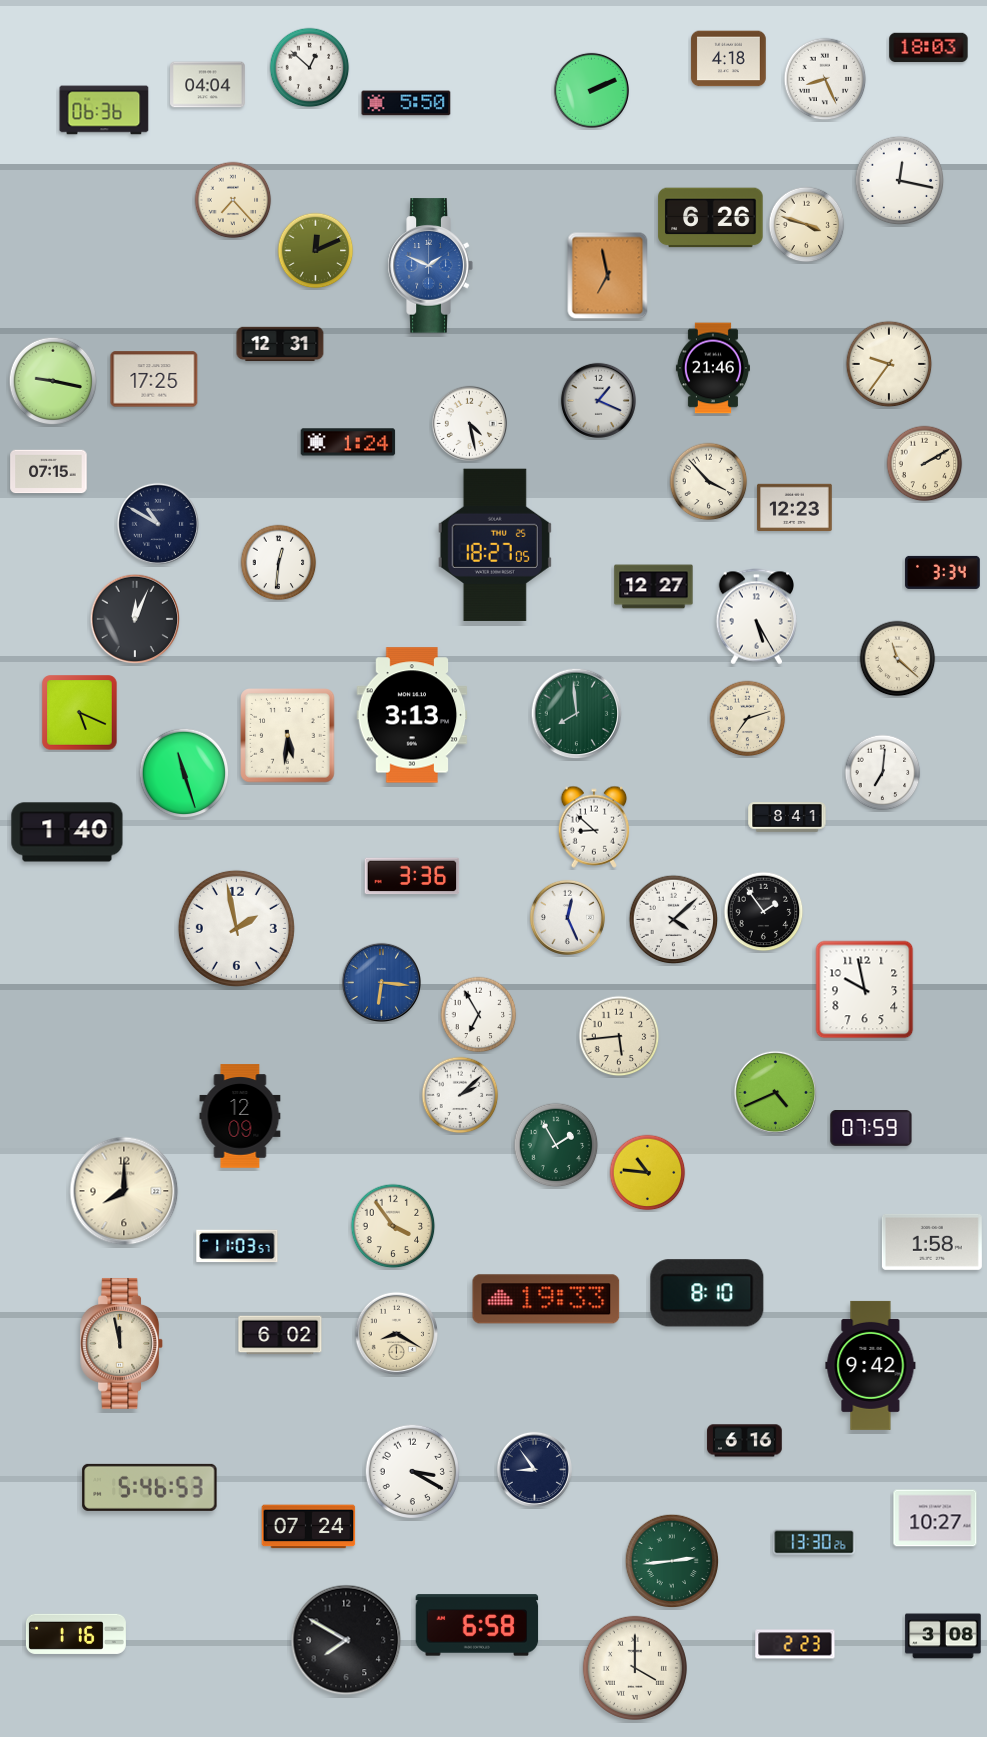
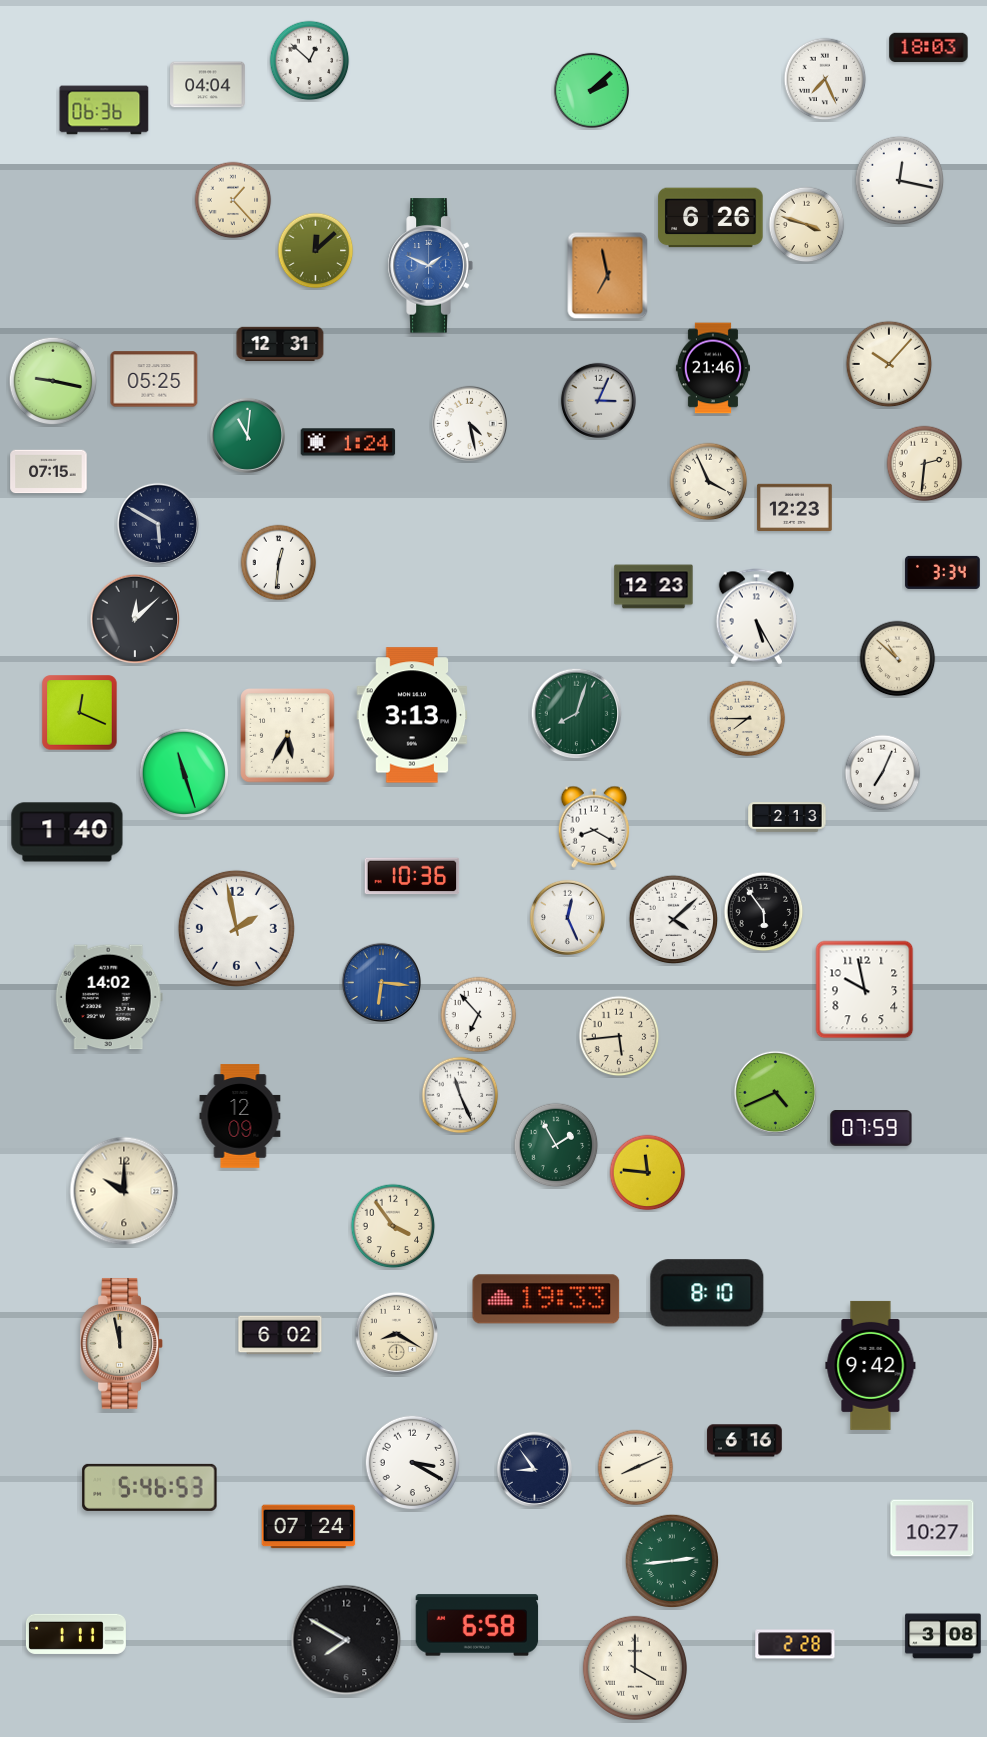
clock at (729, 59): 4:18 -> none
clock at (310, 68) position: (310, 68) -> (310, 61)
clock at (825, 79): 8:26 -> 7:26
clock at (591, 90): 2:11 -> 2:08
clock at (406, 103): 5:50 -> none
clock at (233, 200): 7:23 -> 1:23
clock at (316, 251): 12:11 -> 12:08
clock at (889, 364): 9:36 -> 10:07
clock at (154, 379): 17:25 -> 05:25
clock at (598, 400): 1:19 -> 3:04
clock at (247, 435): none -> 11:01
clock at (925, 464): 2:10 -> 2:31
clock at (709, 482): 3:53 -> 3:56
clock at (157, 523): 10:50 -> 5:50
clock at (495, 545): 18:27 -> none
clock at (654, 587): 12:27 -> 12:23
clock at (135, 619): 12:04 -> 12:08
clock at (898, 659): 11:22 -> 10:52
clock at (80, 713): 5:19 -> 12:19
clock at (577, 714): 7:59 -> 8:03
clock at (748, 719): 7:12 -> 7:45
clock at (288, 736): 5:31 -> 5:35
clock at (883, 773): 7:01 -> 7:04
clock at (787, 817): 8:41 -> 2:13
clock at (594, 827): 8:52 -> 8:20
clock at (412, 876): 3:36 -> 10:36
clock at (764, 912): 1:54 -> 5:54
clock at (109, 997): none -> 14:02
clock at (479, 1015): 6:55 -> 6:53
clock at (460, 1095): 2:08 -> 11:26
clock at (648, 1173): 10:46 -> 11:46
clock at (124, 1191): 8:00 -> 10:00
clock at (932, 1242): 1:58 -> none
clock at (237, 1246): 11:03 -> none
clock at (636, 1468): none -> 8:11
clock at (412, 1471) position: (412, 1471) -> (412, 1462)
clock at (935, 1518) position: (935, 1518) -> (932, 1528)
clock at (814, 1542): 13:30 -> none
clock at (76, 1634): 1:16 -> 1:11
clock at (795, 1644): 2:23 -> 2:28
